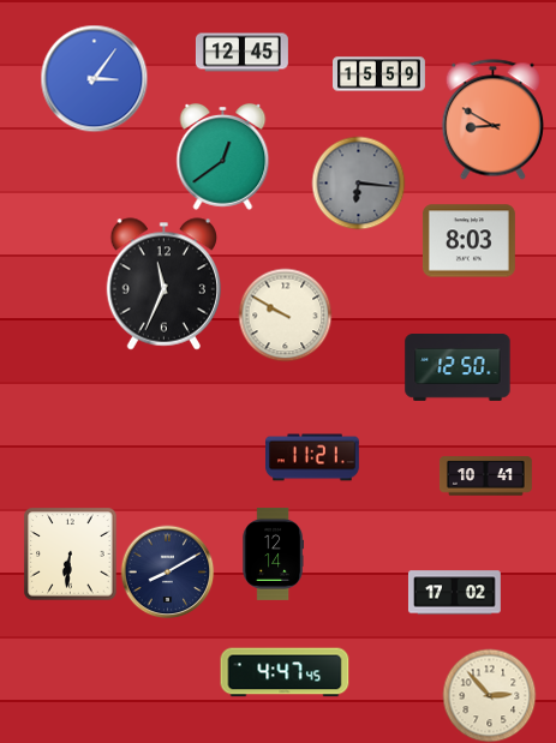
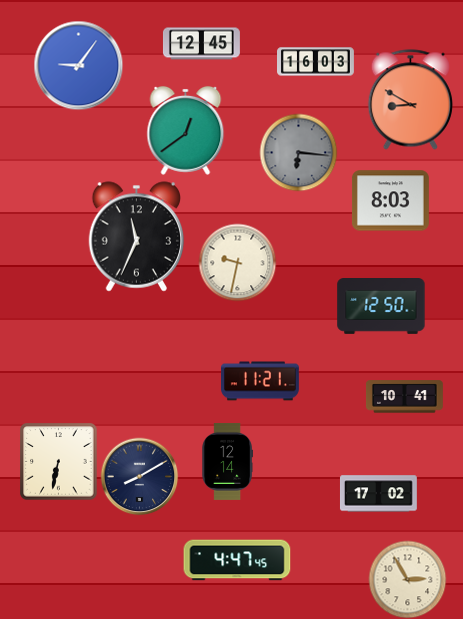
clock at (379, 74): 15:59 -> 16:03
clock at (94, 78): 3:06 -> 9:06
clock at (285, 314): 9:50 -> 9:32
clock at (70, 553): 6:31 -> 6:32
clock at (489, 695): 2:53 -> 2:55
